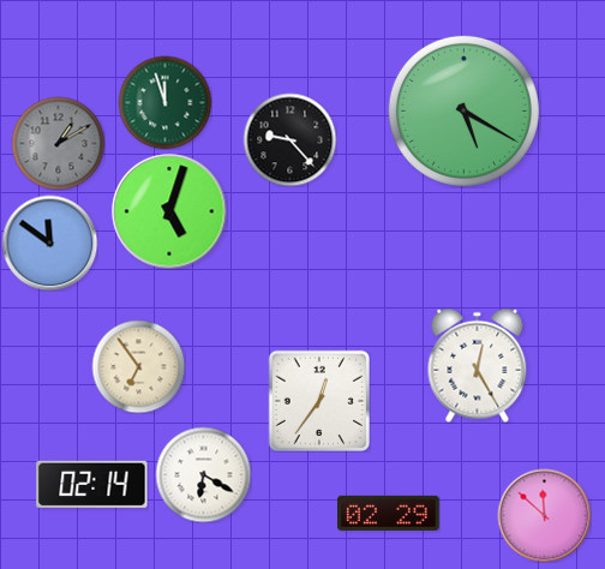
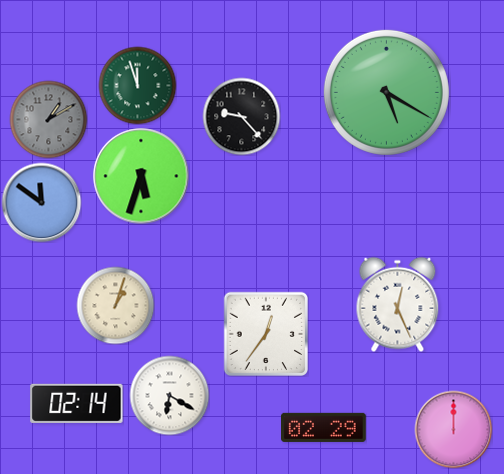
clock at (169, 211): 5:03 -> 5:33
clock at (478, 365): 12:25 -> 12:26
clock at (138, 366): 6:54 -> 1:03
clock at (544, 515): 11:52 -> 12:00
